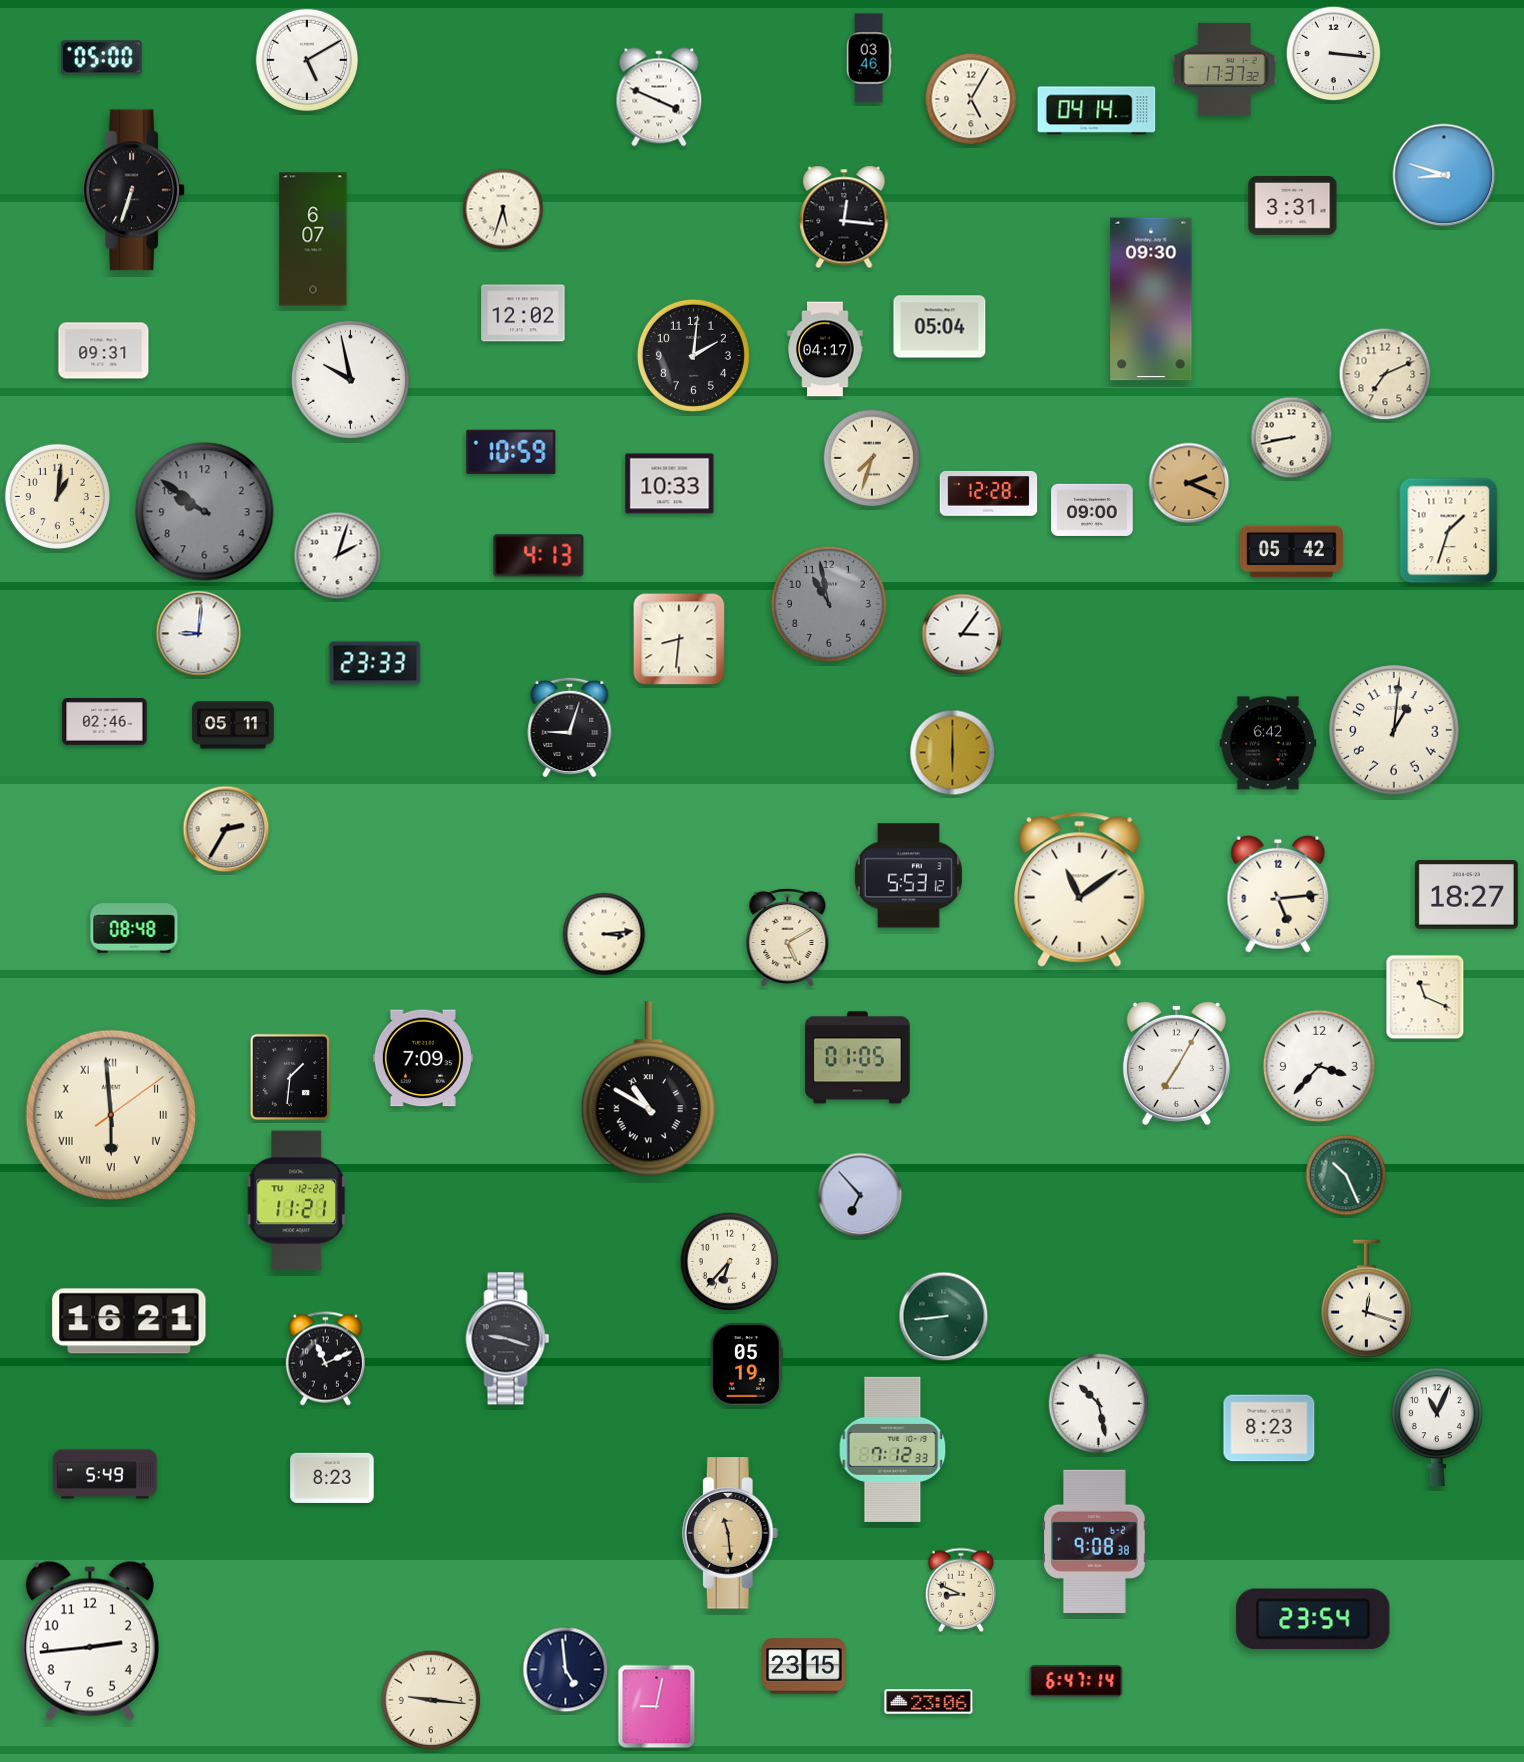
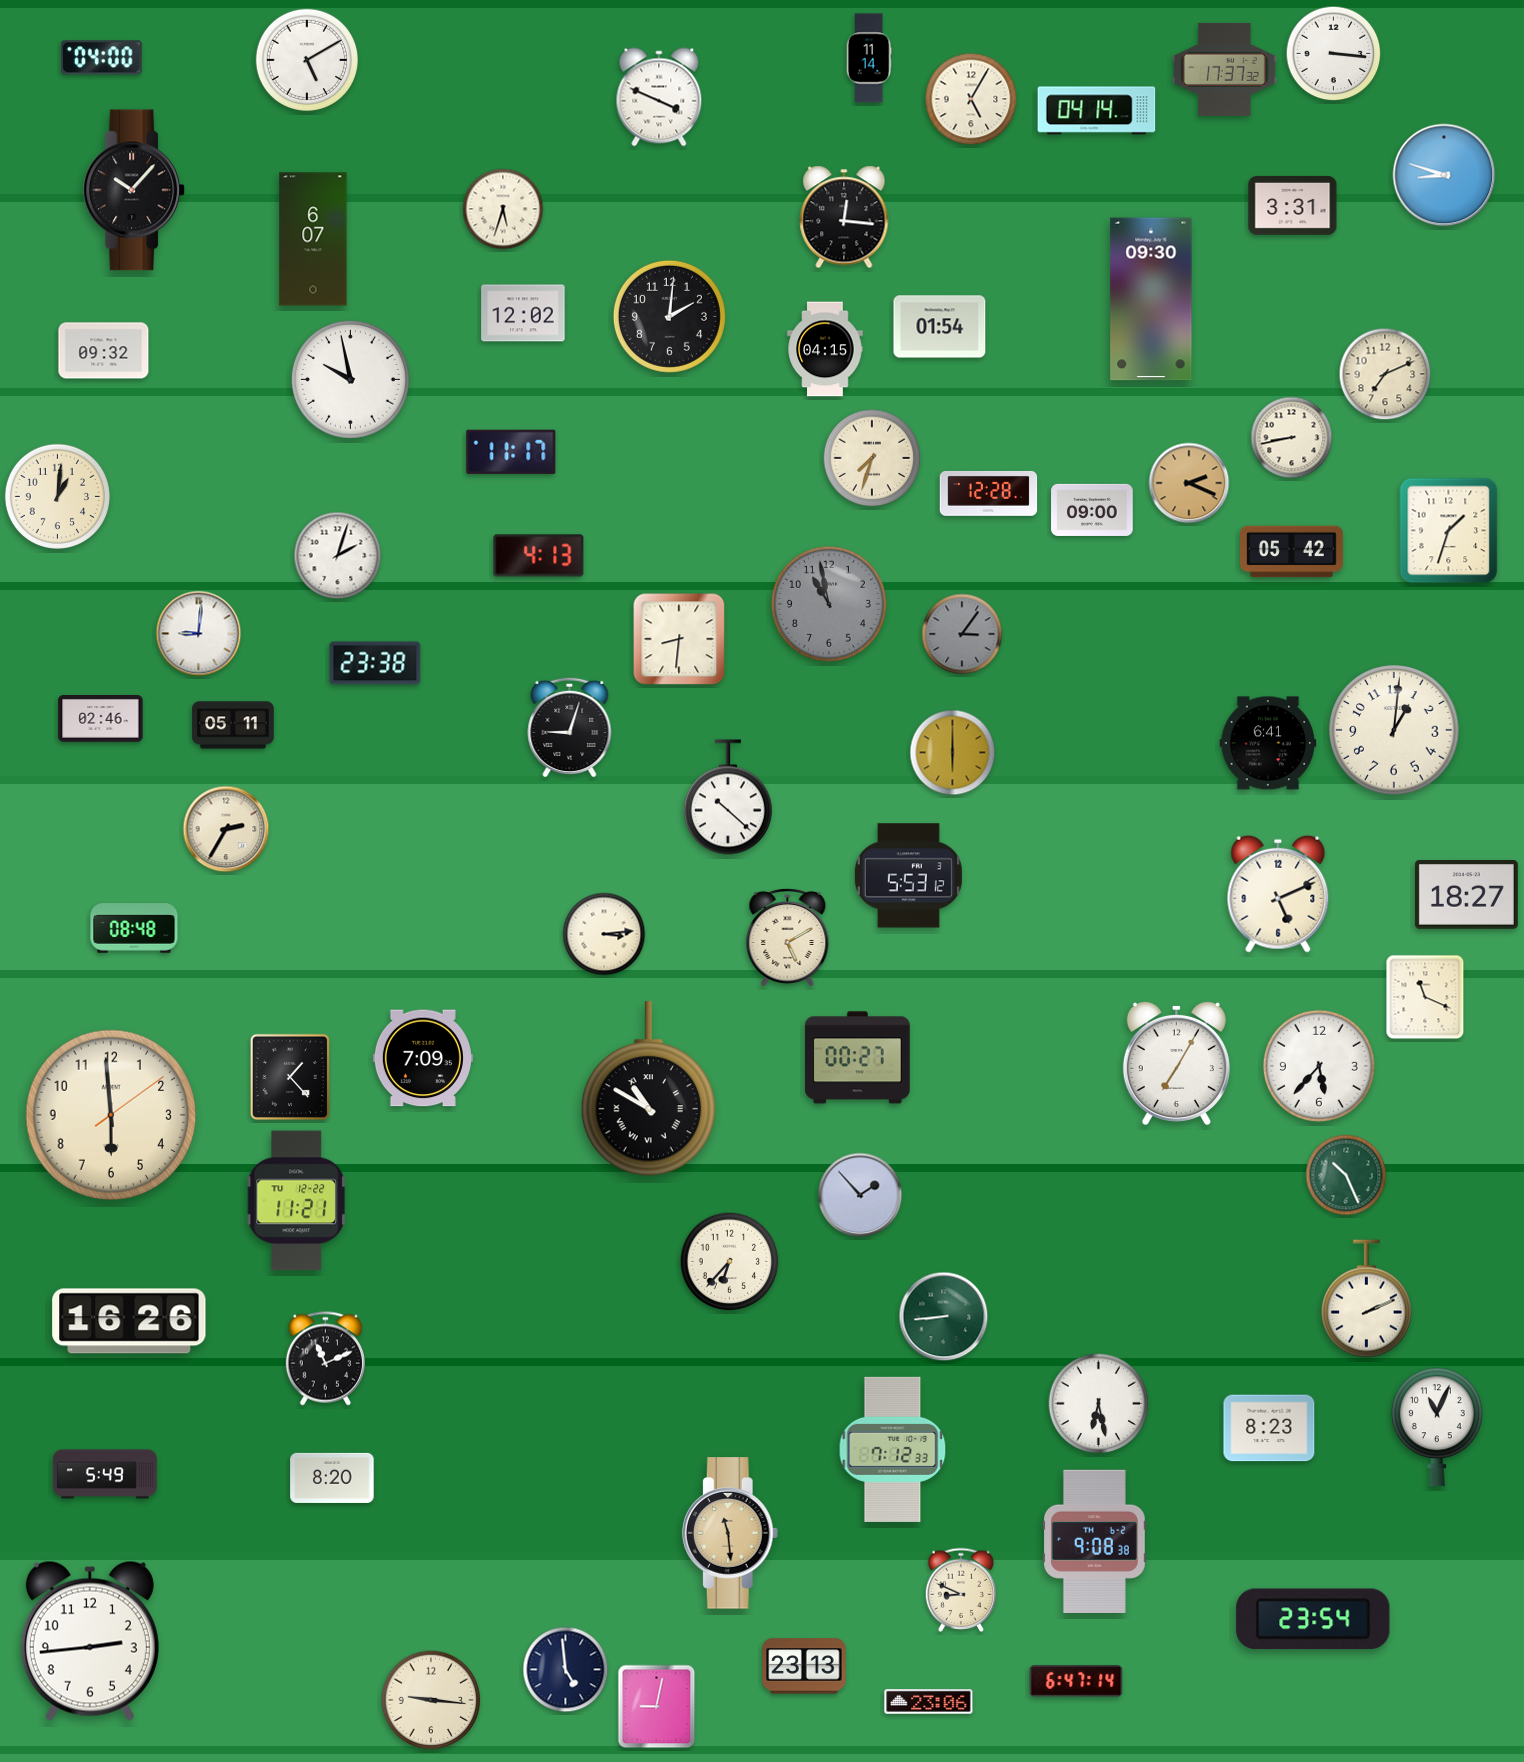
clock at (101, 58): 05:00 -> 04:00
clock at (869, 58): 03:46 -> 11:14
clock at (135, 190): 6:33 -> 10:07
clock at (940, 327): 05:04 -> 01:54
clock at (825, 349): 04:17 -> 04:15
clock at (104, 351): 09:31 -> 09:32
clock at (693, 355) position: (693, 355) -> (669, 316)
clock at (511, 452): 10:59 -> 11:17
clock at (670, 484): 10:33 -> none
clock at (205, 512): 9:51 -> none
clock at (962, 634) dial: white -> grey
clock at (375, 663): 23:33 -> 23:38
clock at (105, 722) position: (105, 722) -> (101, 719)
clock at (1268, 743): 6:42 -> 6:41
clock at (728, 797): none -> 10:22
clock at (1080, 889): 11:09 -> none
clock at (1278, 894): 5:14 -> 5:11
clock at (858, 1058): 01:05 -> 00:27
clock at (1319, 1066): 3:37 -> 5:37
clock at (290, 1077): 1:31 -> 1:23
clock at (111, 1115) numerals: Roman -> Arabic
clock at (860, 1195): 6:53 -> 1:53
clock at (1366, 1299): 12:18 -> 2:11
clock at (129, 1321): 16:21 -> 16:26
clock at (508, 1339): 9:18 -> none
clock at (747, 1365): 05:19 -> none
clock at (1099, 1404): 10:28 -> 6:28
clock at (332, 1478): 8:23 -> 8:20
clock at (804, 1666): 23:15 -> 23:13
